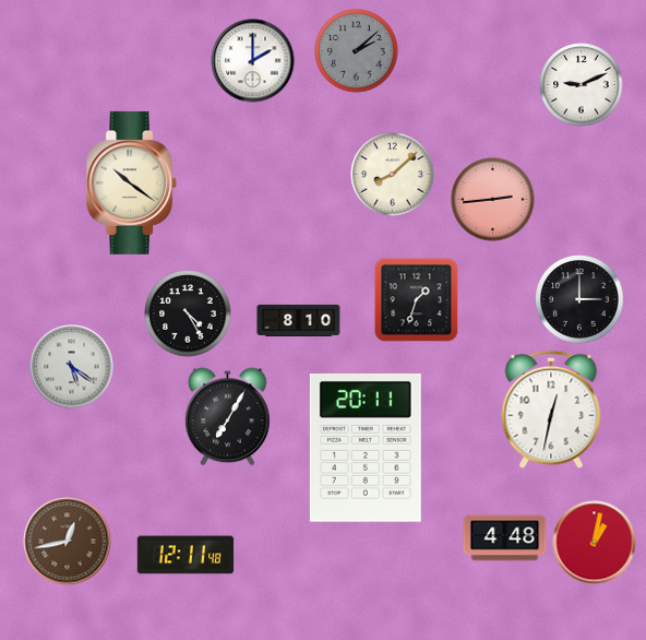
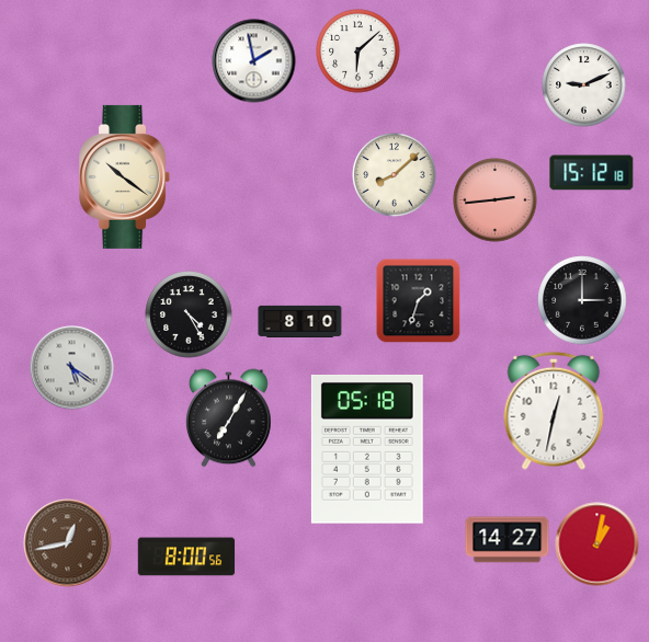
clock at (357, 51): 2:08 -> 6:08
clock at (357, 51) dial: grey -> white
clock at (253, 61): 2:00 -> 1:58
clock at (592, 173): none -> 15:12
clock at (132, 182) position: (132, 182) -> (125, 176)
clock at (366, 449): 20:11 -> 05:18
clock at (505, 538): 4:48 -> 14:27
clock at (186, 555): 12:11 -> 8:00
